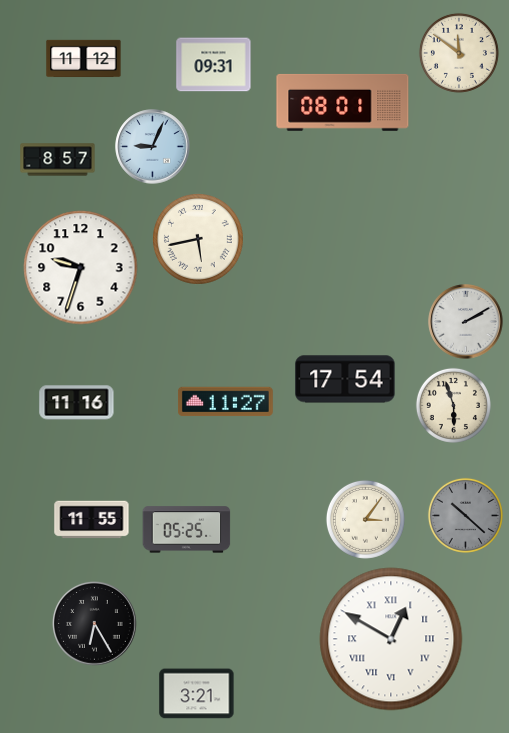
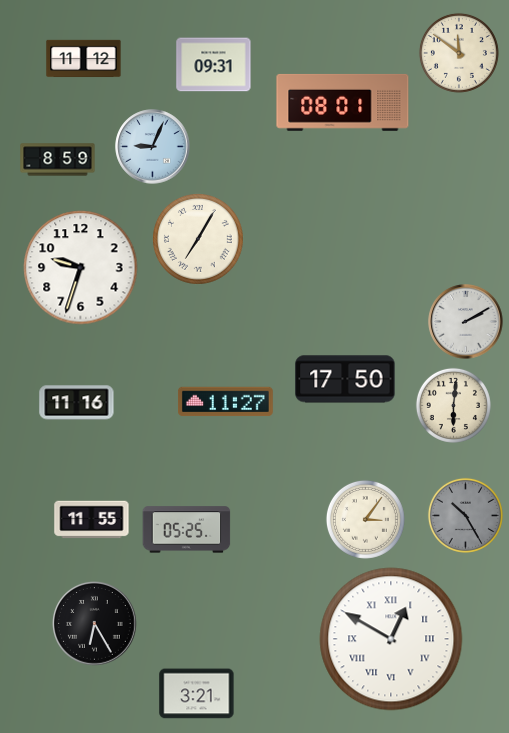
clock at (58, 160): 8:57 -> 8:59
clock at (199, 240): 5:43 -> 7:05
clock at (345, 379): 17:54 -> 17:50
clock at (453, 405): 5:57 -> 6:01
clock at (465, 515): 10:22 -> 10:25
